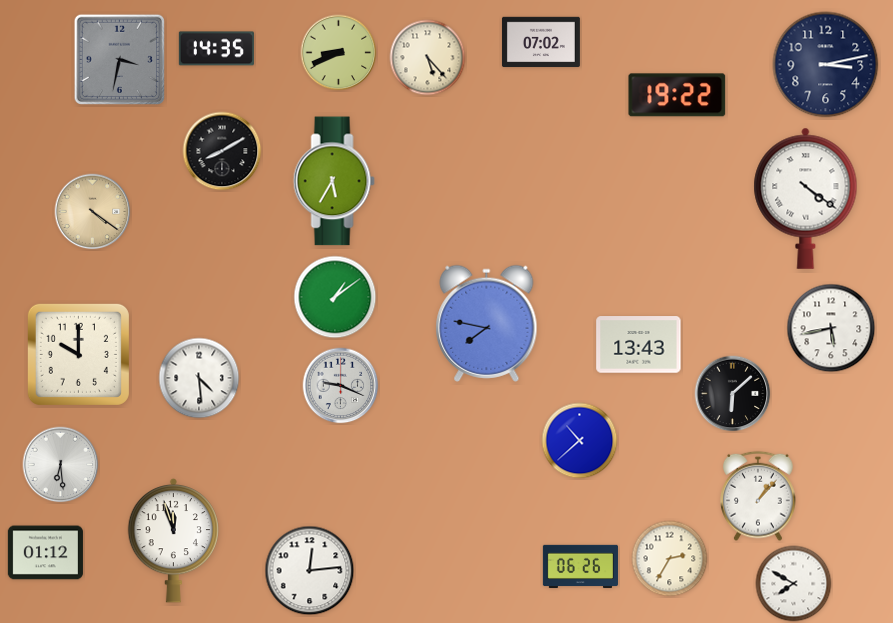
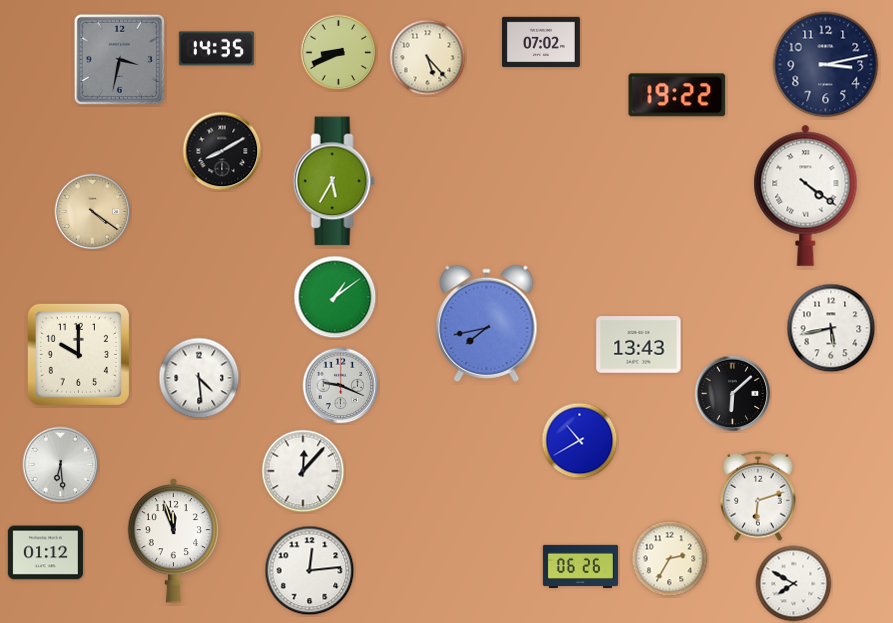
clock at (806, 198) position: (806, 198) -> (806, 195)
clock at (487, 323): 7:47 -> 7:43
clock at (580, 441): 10:38 -> 10:40
clock at (303, 471): none -> 12:07
clock at (758, 496): 1:07 -> 6:12
